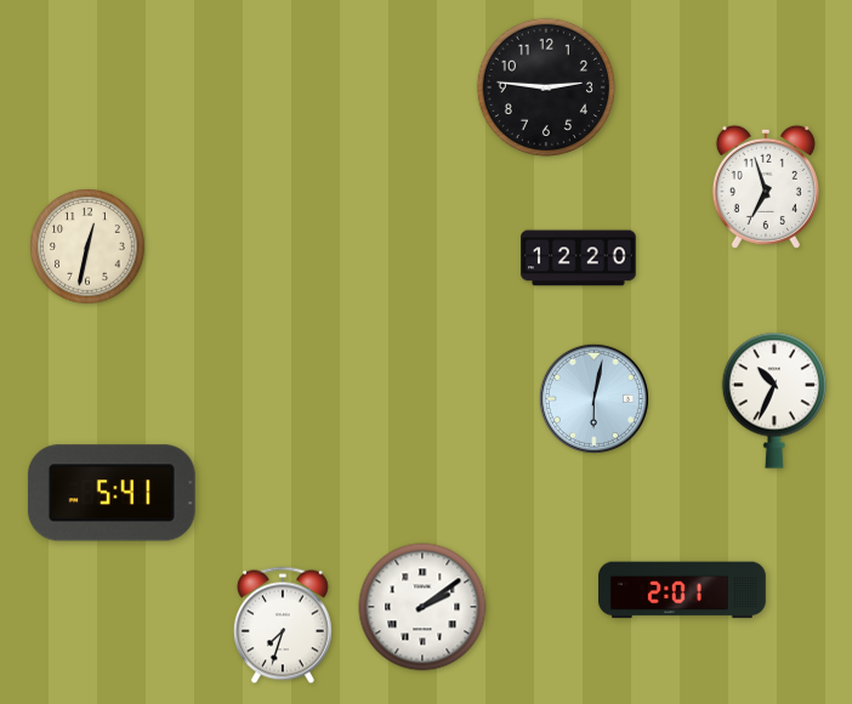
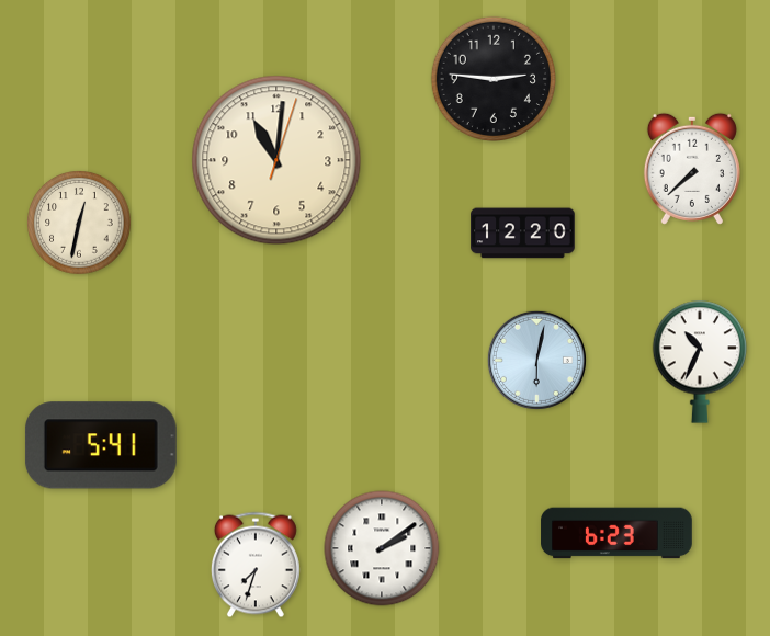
clock at (276, 160): none -> 11:01
clock at (766, 187): 6:57 -> 7:38
clock at (682, 590): 2:01 -> 6:23
